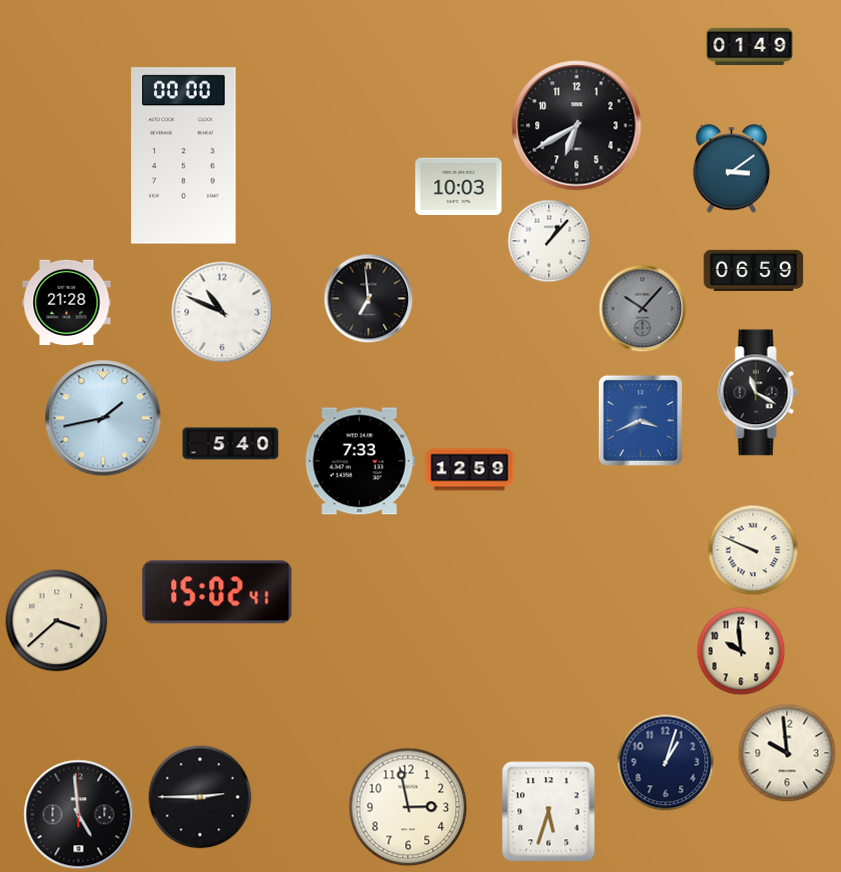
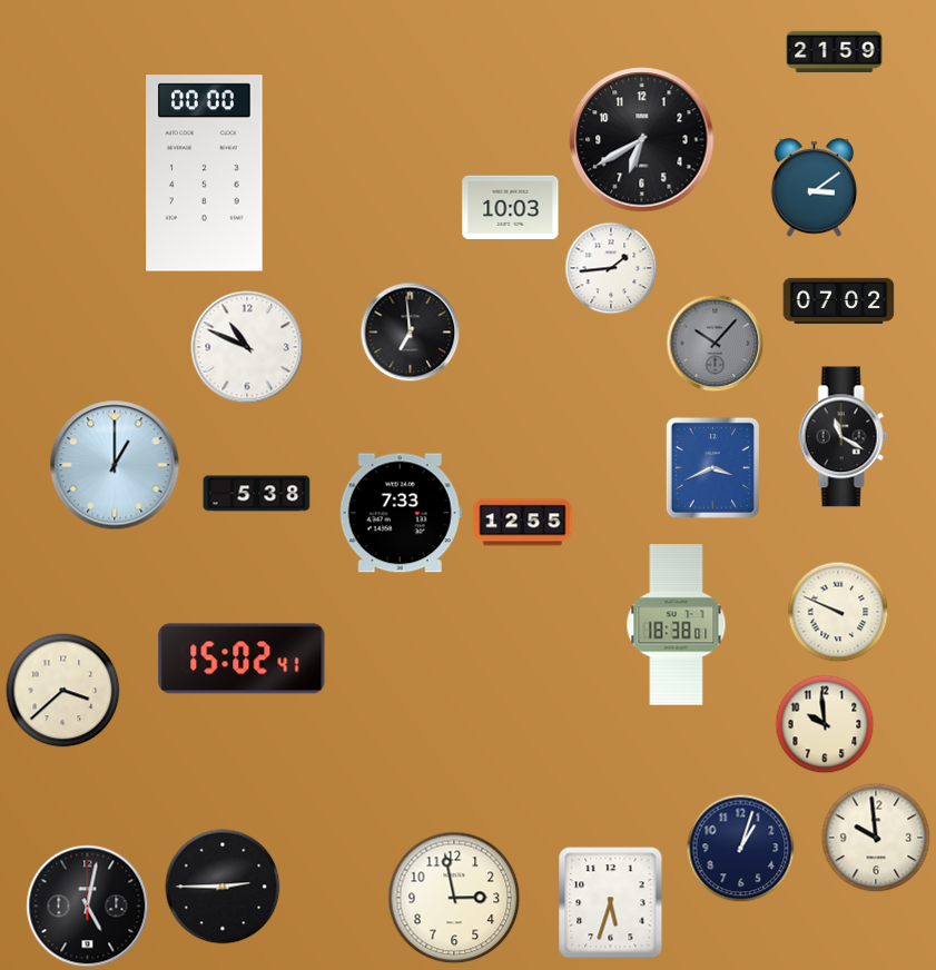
clock at (750, 47): 01:49 -> 21:59
clock at (549, 241): 1:07 -> 1:44
clock at (754, 270): 06:59 -> 07:02
clock at (67, 302): 21:28 -> none
clock at (103, 418): 1:43 -> 1:00
clock at (231, 444): 5:40 -> 5:38
clock at (470, 470): 12:59 -> 12:55
clock at (677, 625): none -> 18:38
clock at (79, 815): 4:59 -> 5:02
